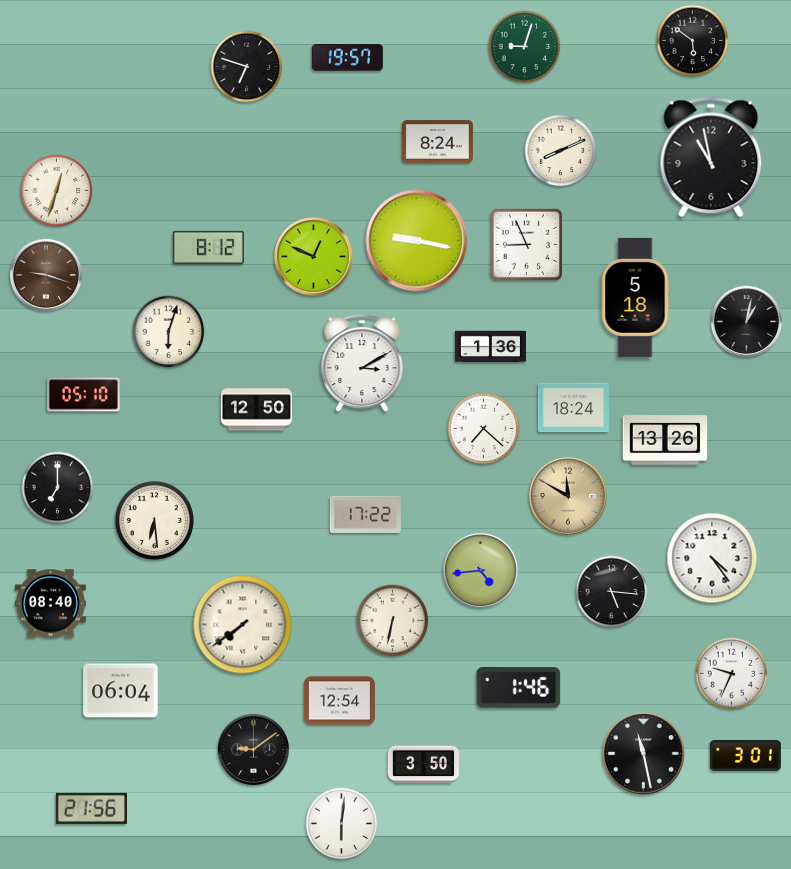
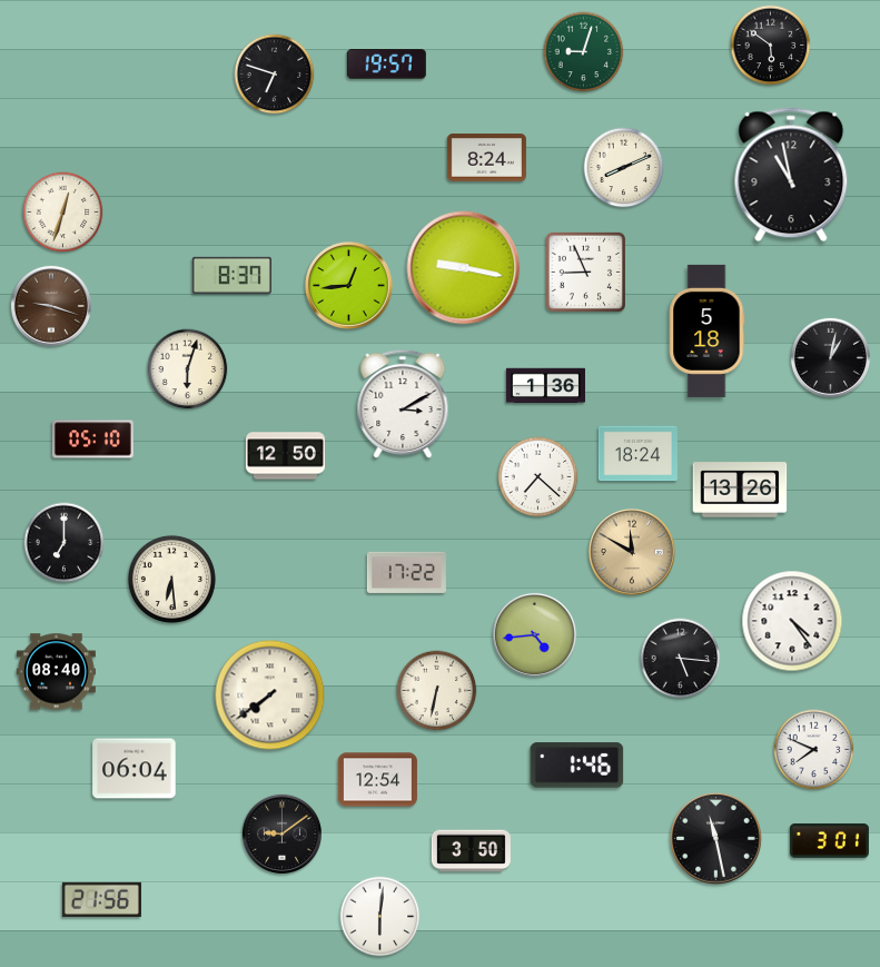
clock at (208, 247): 8:12 -> 8:37
clock at (314, 257): 12:49 -> 12:44
clock at (732, 674): 9:34 -> 7:49
